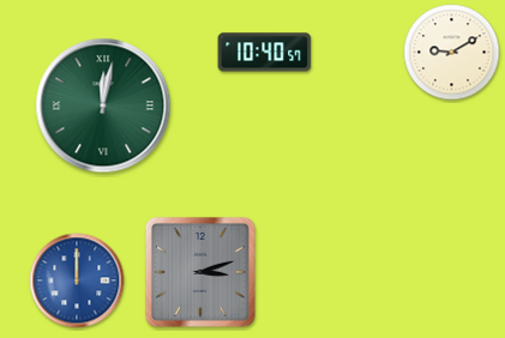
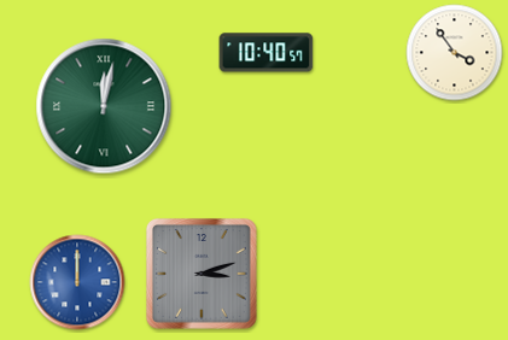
clock at (452, 53): 9:10 -> 3:54
